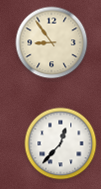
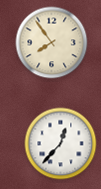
clock at (52, 43): 8:54 -> 7:54
